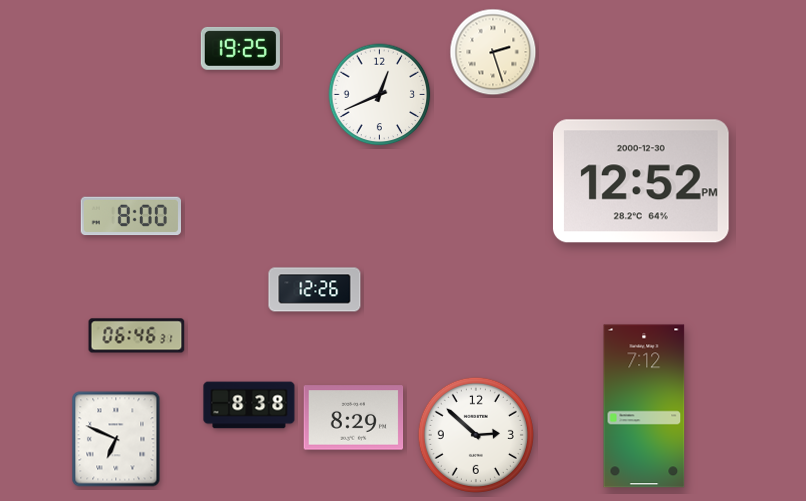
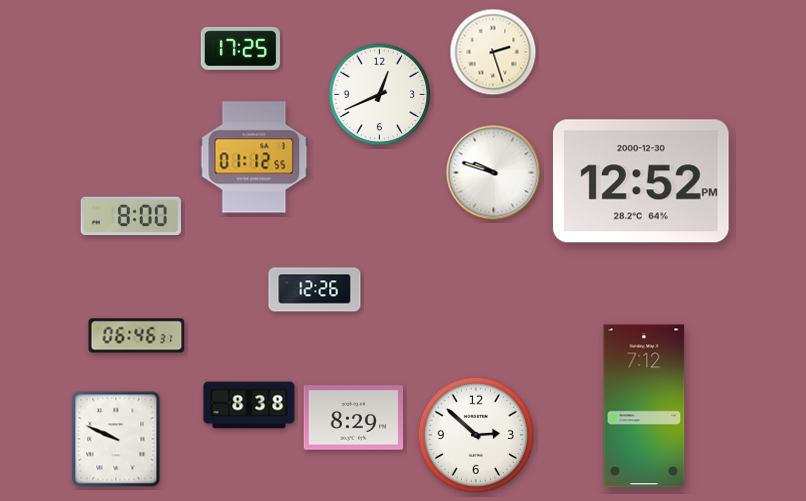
clock at (240, 48): 19:25 -> 17:25
clock at (254, 157): none -> 01:12
clock at (494, 173): none -> 9:48
clock at (116, 439): 6:49 -> 9:49
